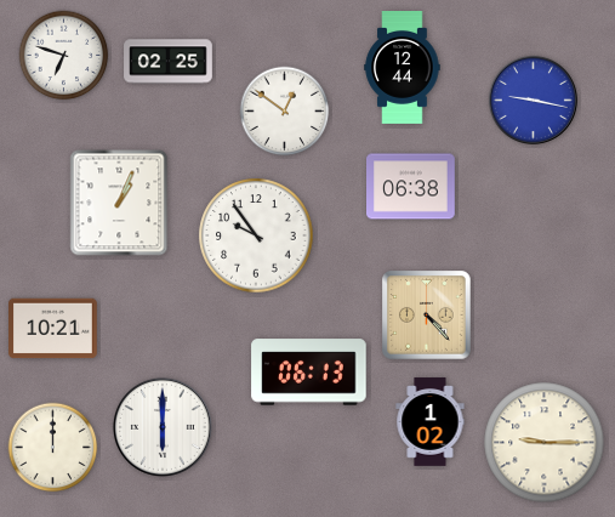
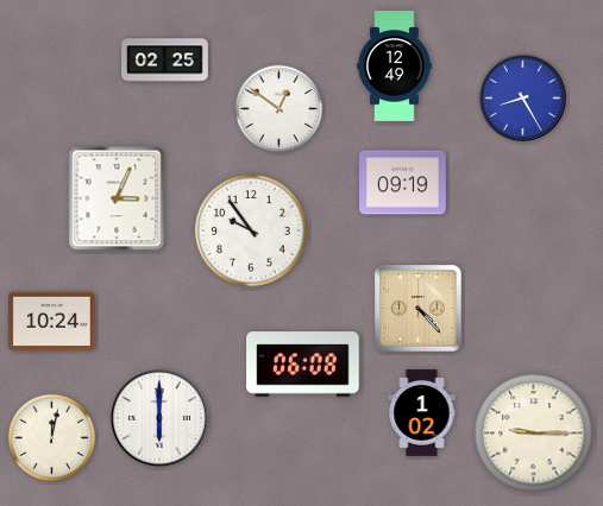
clock at (64, 56): 6:48 -> none
clock at (403, 68): 12:44 -> 12:49
clock at (533, 100): 9:17 -> 8:25
clock at (411, 187): 06:38 -> 09:19
clock at (119, 203): 1:04 -> 3:04
clock at (53, 329): 10:21 -> 10:24
clock at (309, 373): 06:13 -> 06:08
clock at (53, 448): 12:00 -> 12:02
